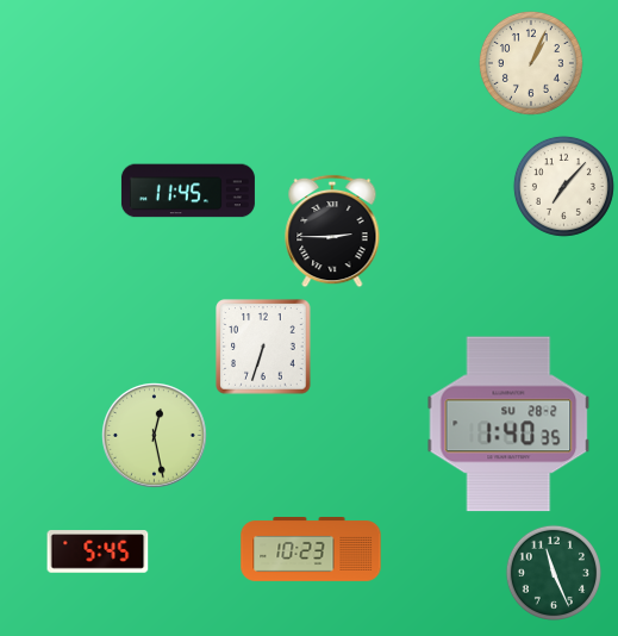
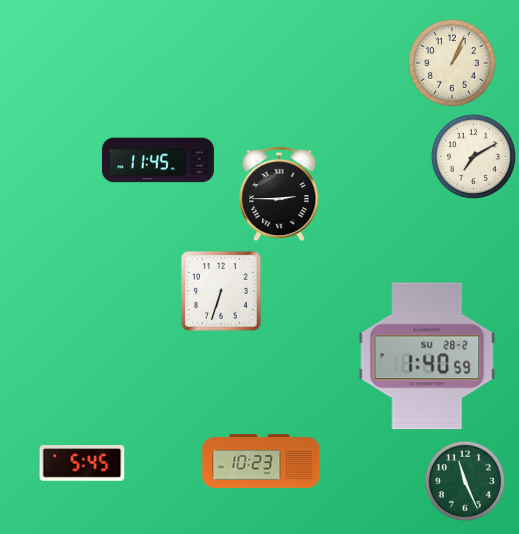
clock at (531, 63) position: (531, 63) -> (452, 63)
clock at (563, 186): 7:07 -> 7:10
clock at (508, 424): 1:40:35 -> 1:40:59
clock at (155, 436): 12:28 -> none
